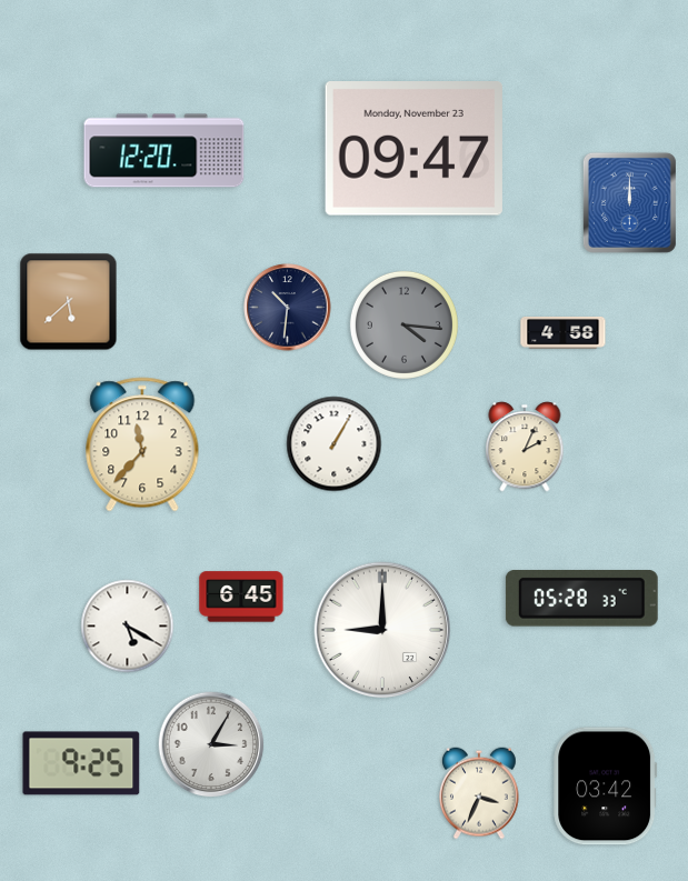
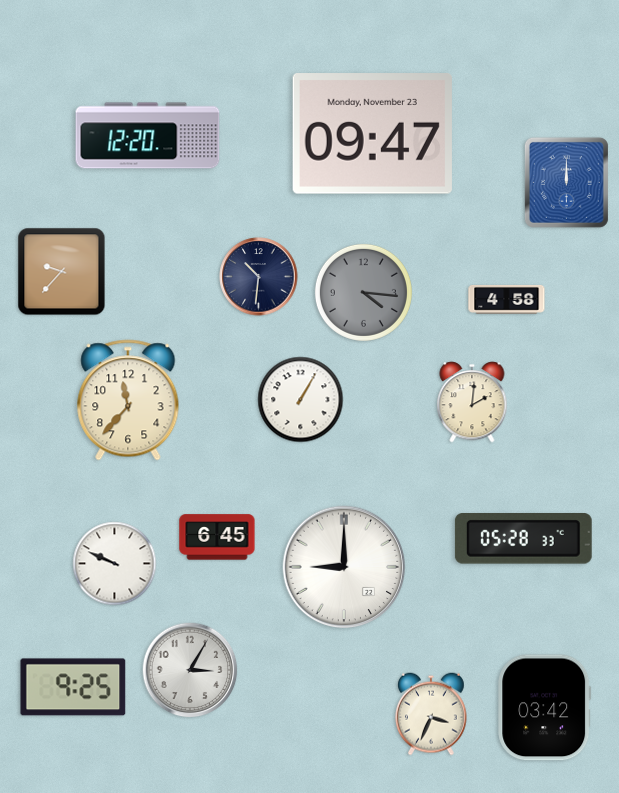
clock at (69, 302): 5:38 -> 9:37
clock at (525, 447): 2:04 -> 2:01
clock at (128, 627): 5:20 -> 9:49
